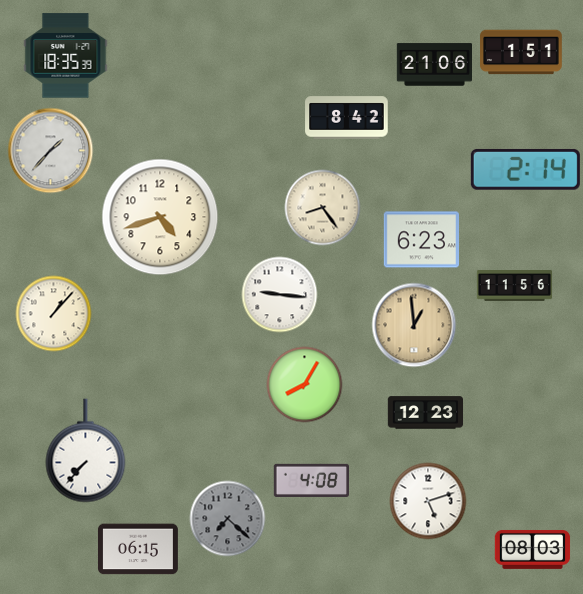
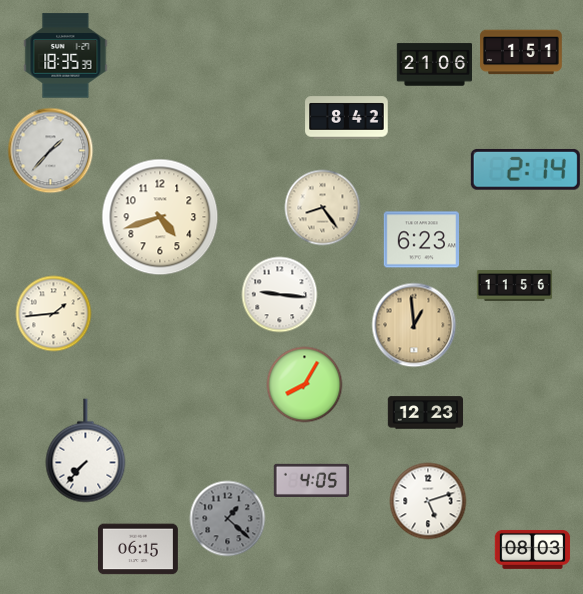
clock at (54, 314): 1:07 -> 1:44
clock at (311, 480): 4:08 -> 4:05
clock at (228, 519): 7:22 -> 1:22
